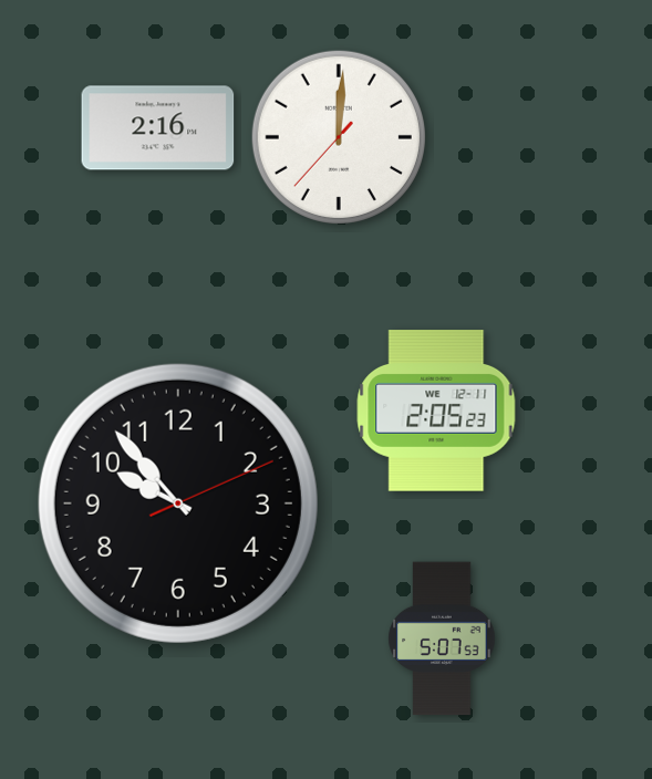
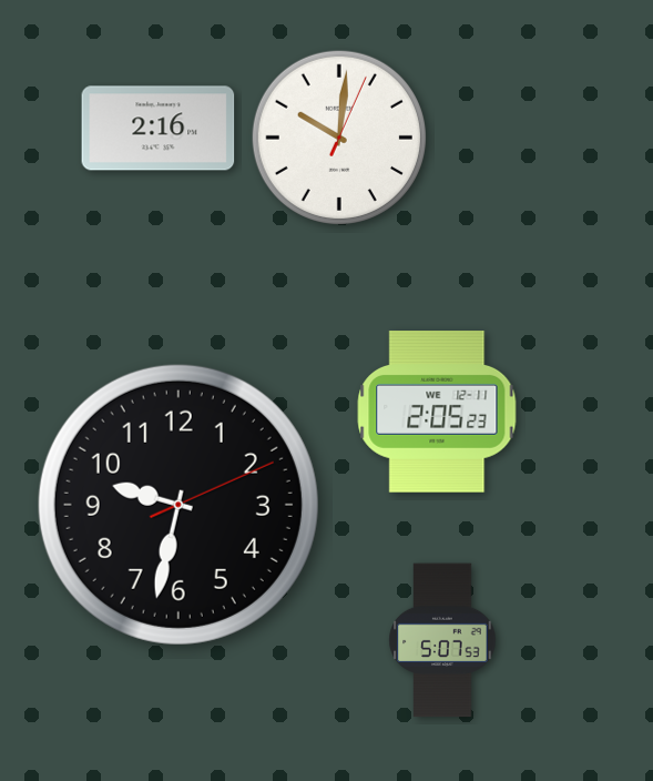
clock at (339, 137): 12:00 -> 10:01
clock at (178, 503): 9:53 -> 9:32
